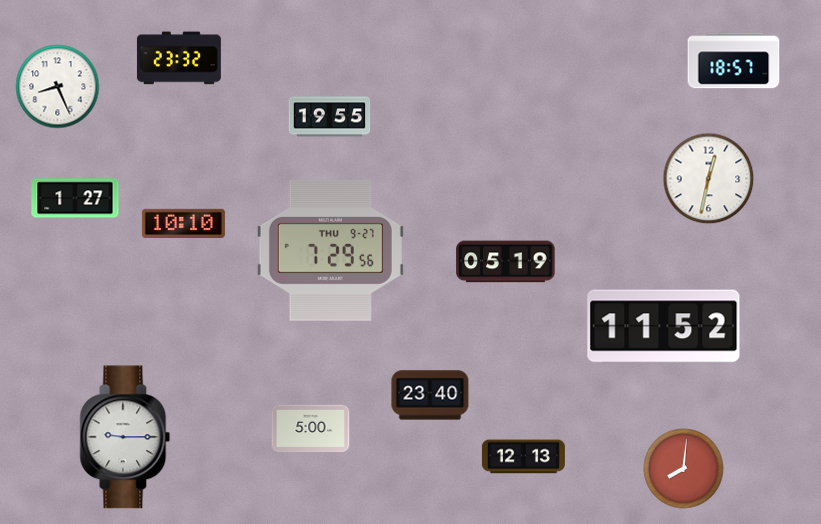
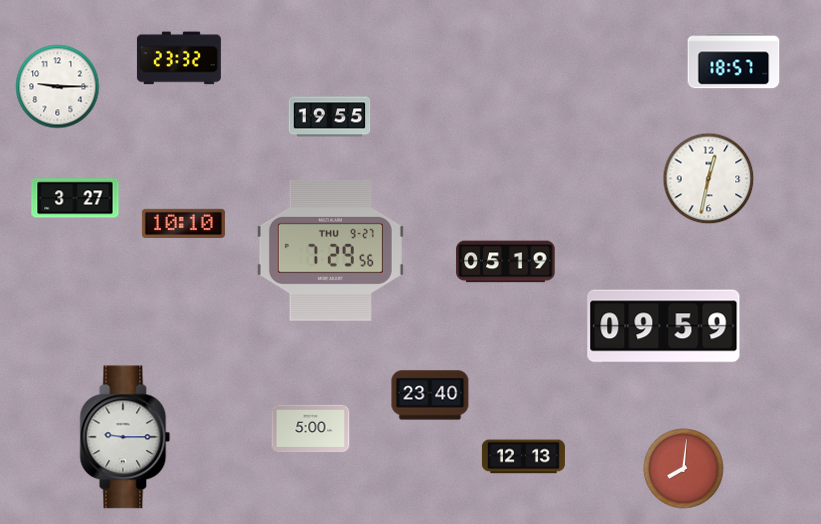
clock at (58, 87): 8:26 -> 9:15
clock at (75, 198): 1:27 -> 3:27
clock at (664, 327): 11:52 -> 09:59
